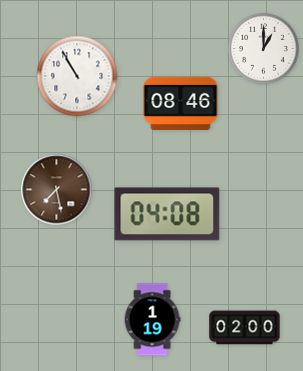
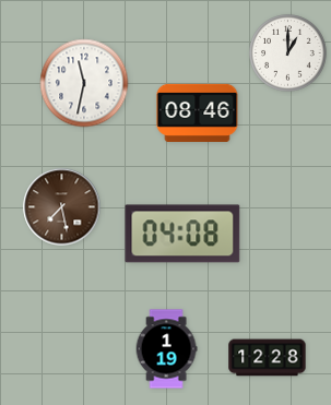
clock at (77, 76): 10:55 -> 11:32
clock at (245, 328): 02:00 -> 12:28
